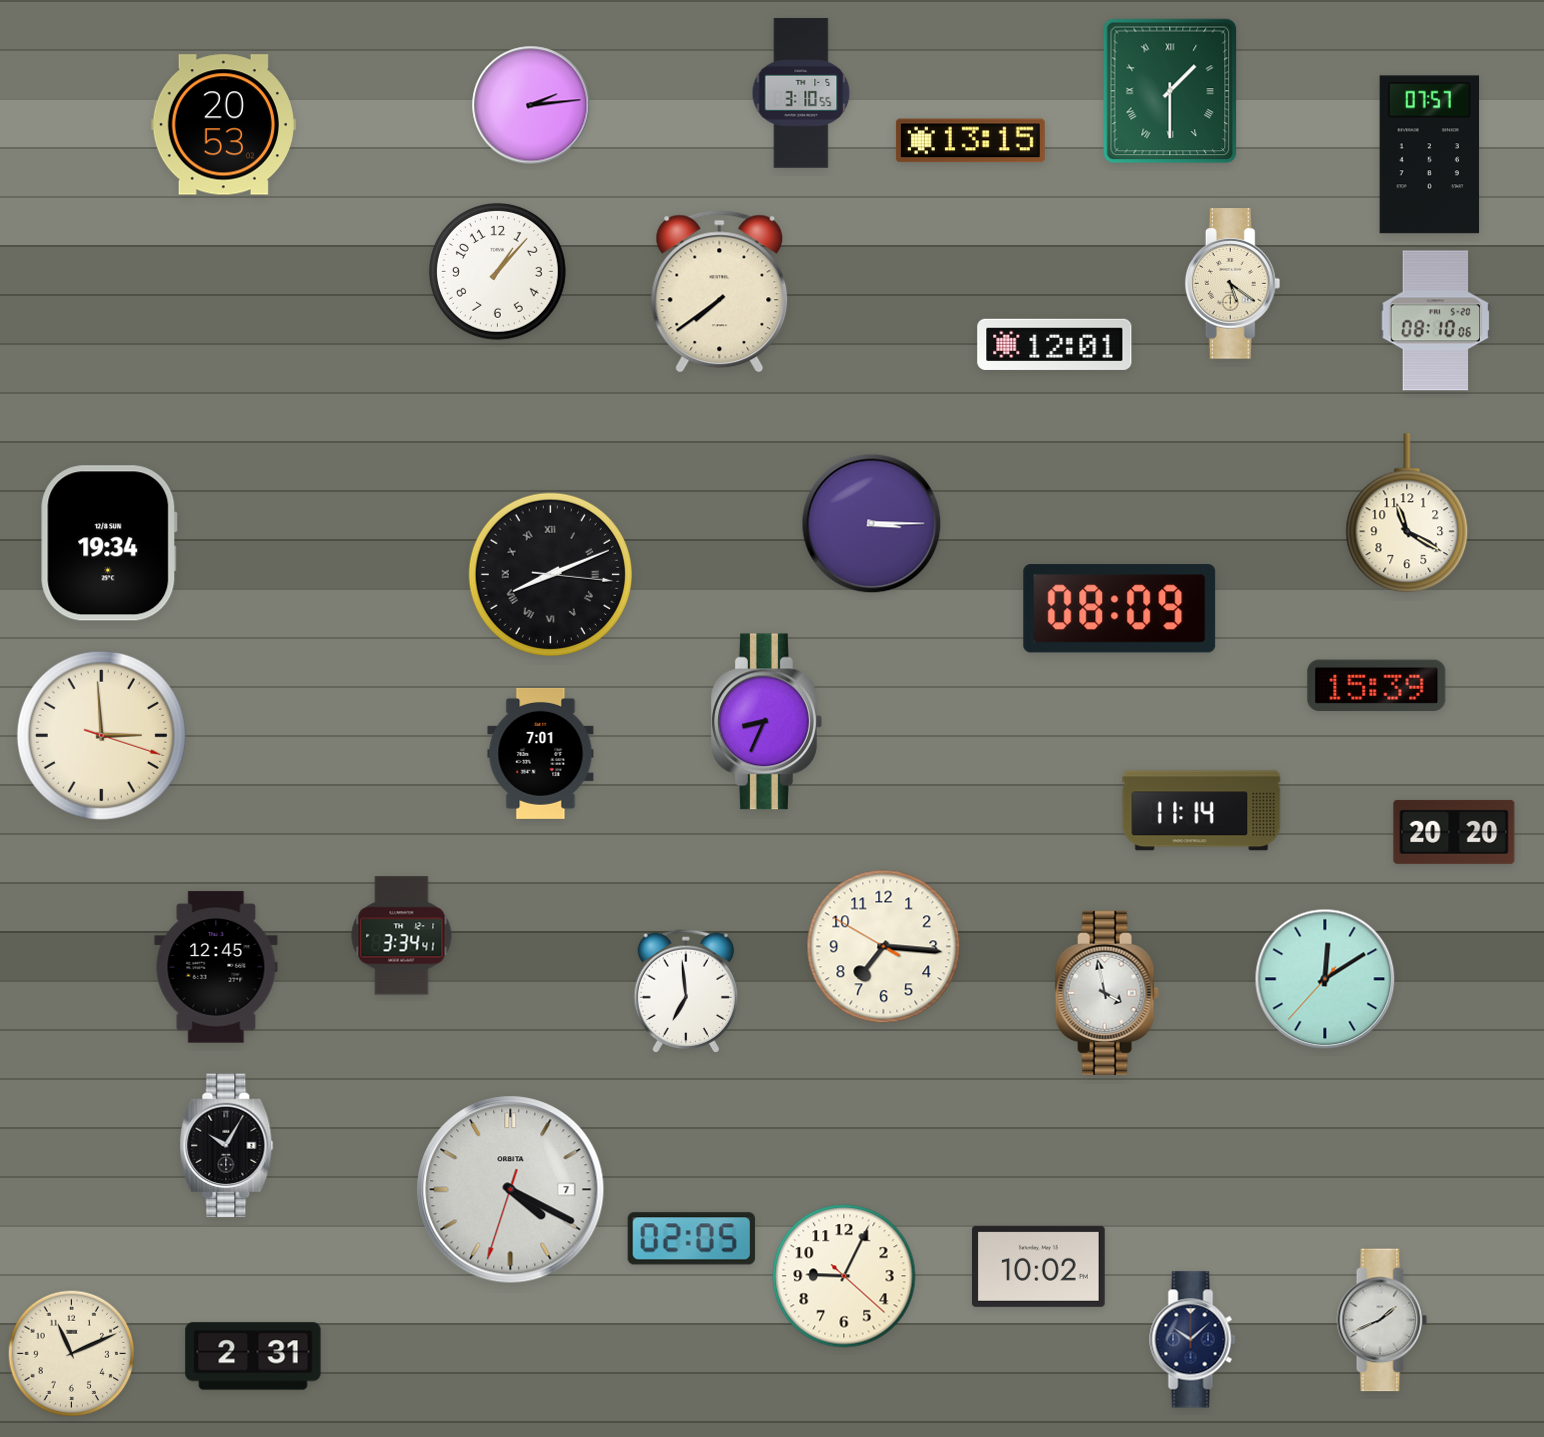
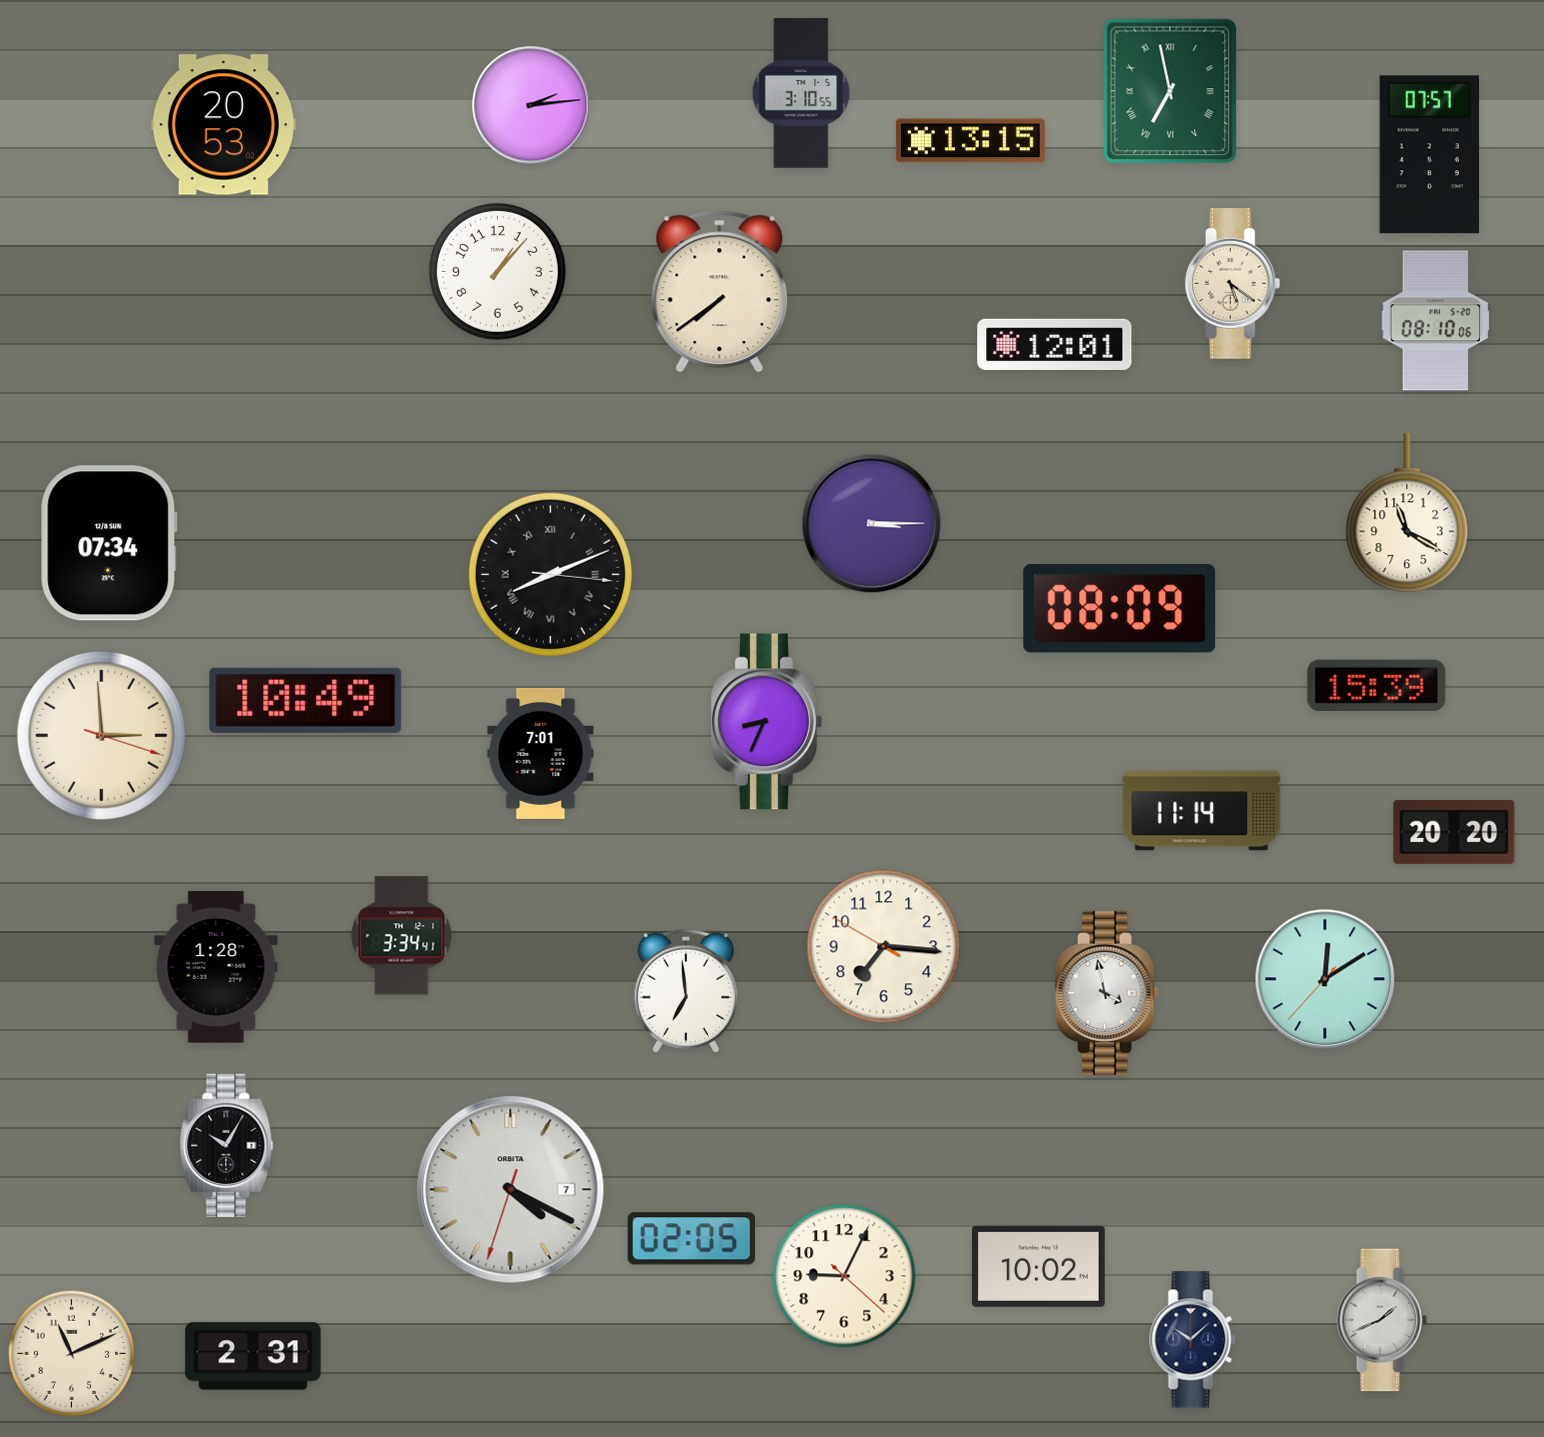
clock at (1170, 91): 1:30 -> 6:58
clock at (109, 543): 19:34 -> 07:34
clock at (306, 700): none -> 10:49
clock at (216, 967): 12:45 -> 1:28
